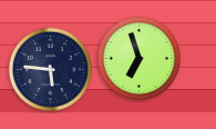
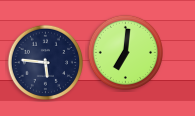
clock at (138, 58): 6:57 -> 7:01
